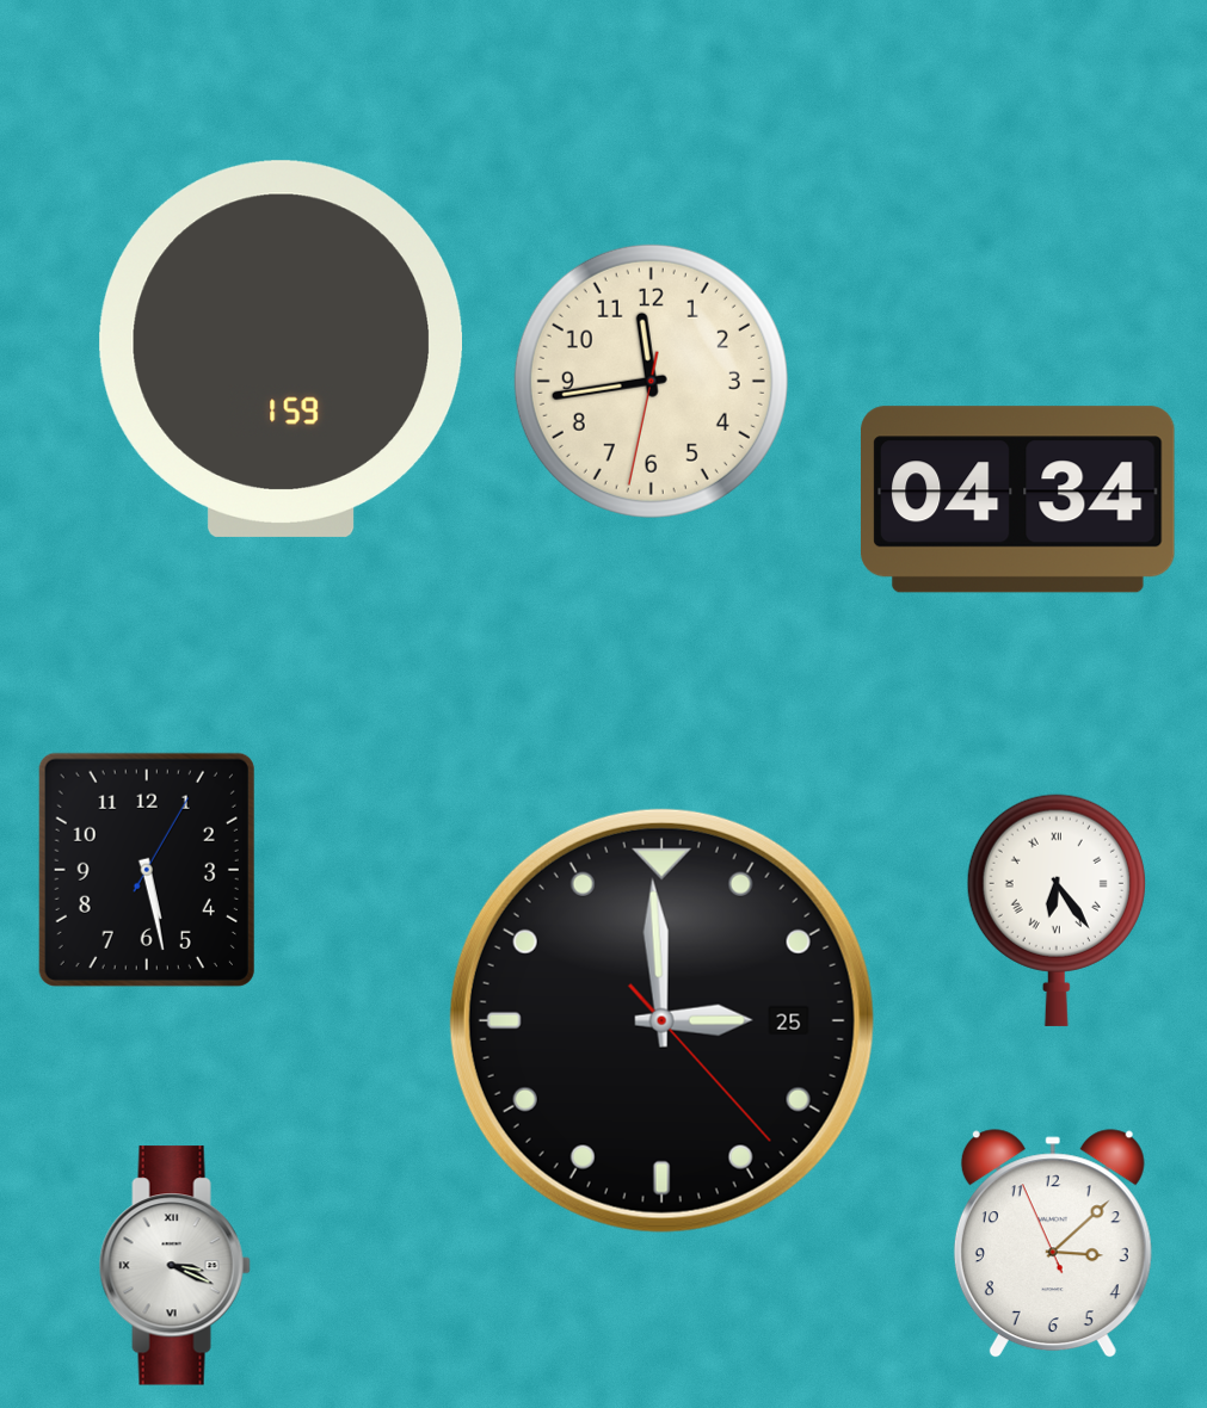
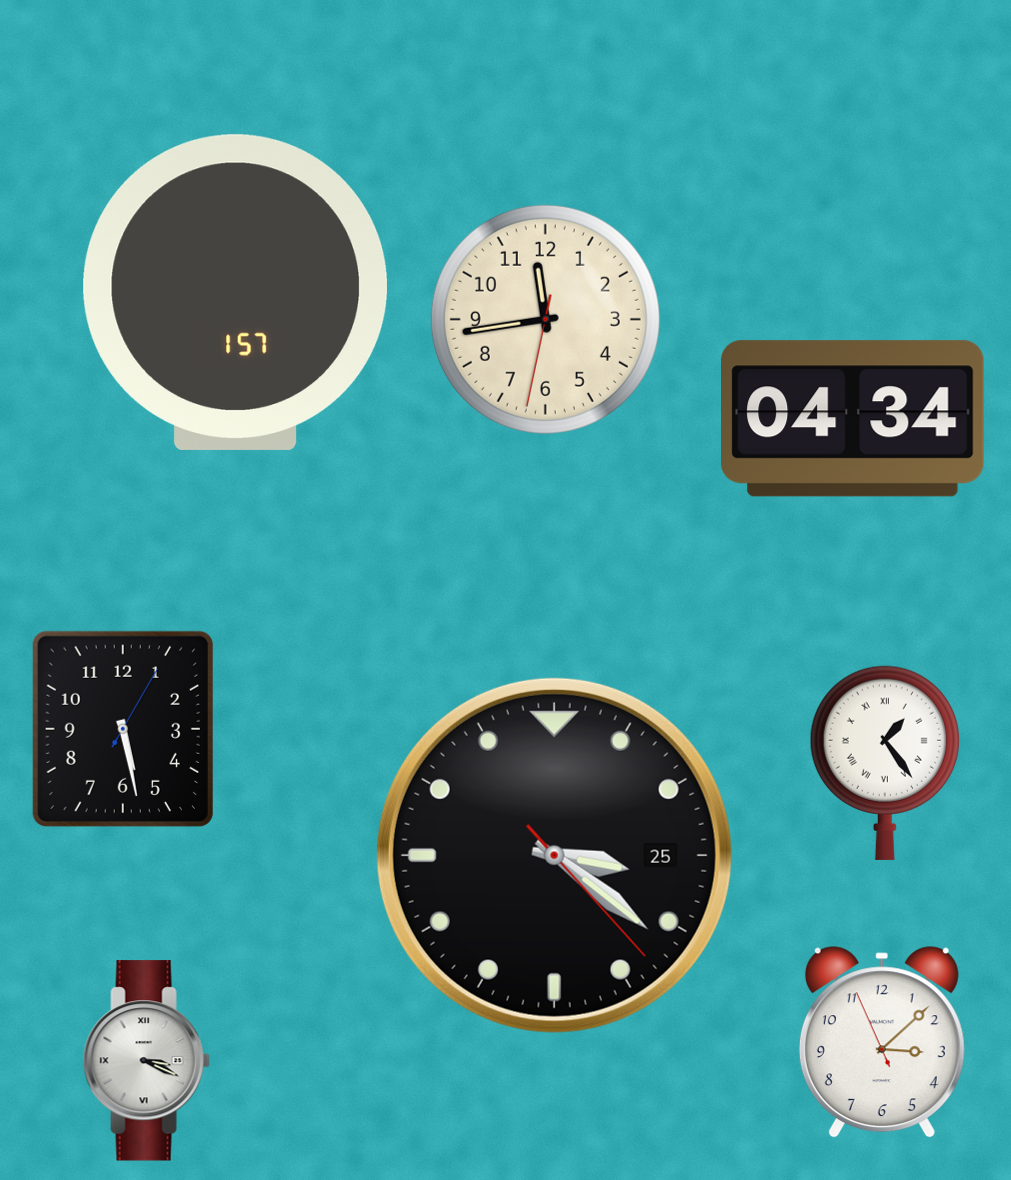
clock at (281, 348): 1:59 -> 1:57
clock at (1057, 910): 6:24 -> 1:24
clock at (661, 1020): 2:59 -> 3:21
